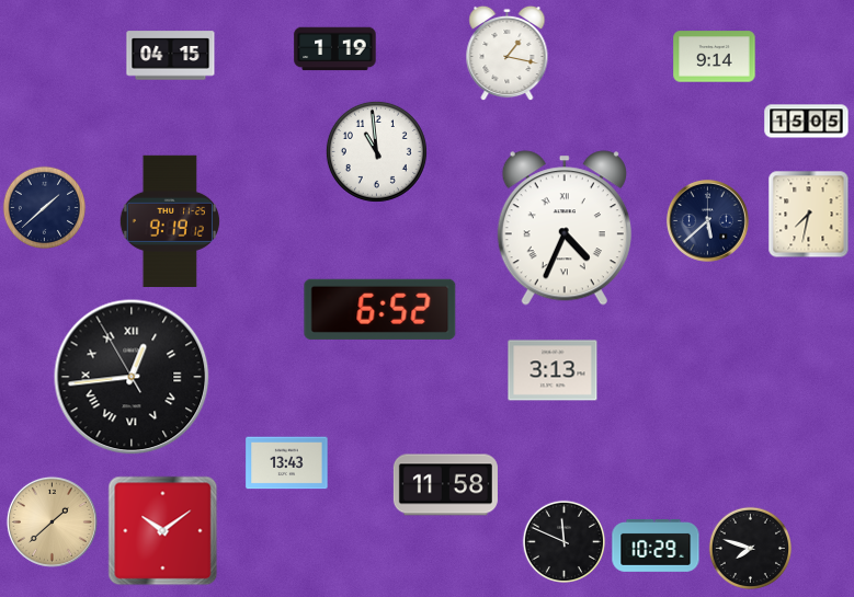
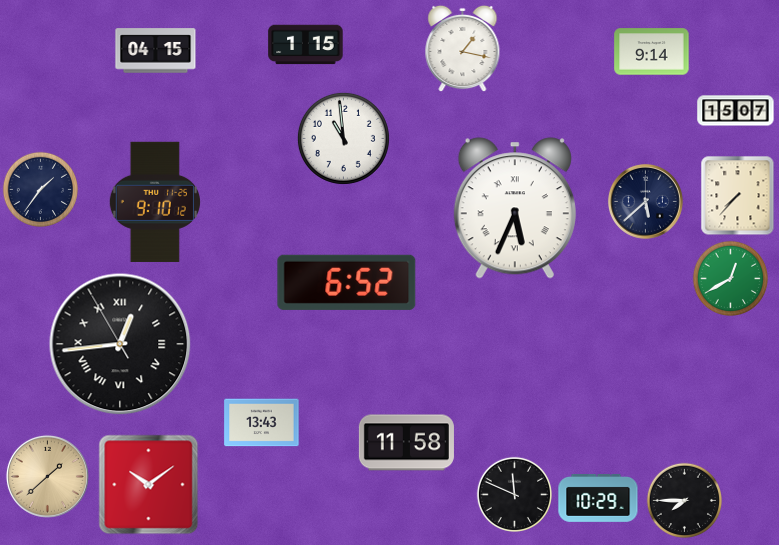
clock at (335, 49): 1:19 -> 1:15
clock at (807, 122): 15:05 -> 15:07
clock at (44, 207): 1:38 -> 1:36
clock at (809, 215): 7:32 -> 7:37
clock at (170, 221): 9:19 -> 9:10
clock at (565, 228): 4:34 -> 5:34
clock at (730, 278): none -> 12:40
clock at (553, 370): 3:13 -> none
clock at (750, 548): 7:48 -> 7:45
